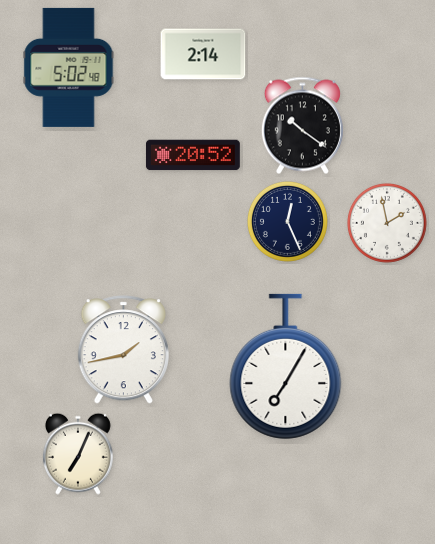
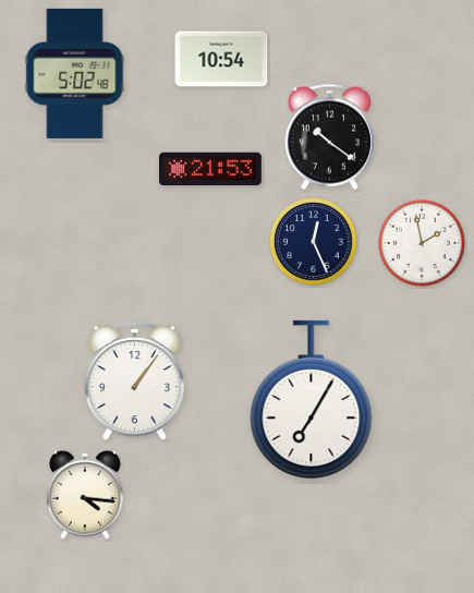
clock at (203, 54): 2:14 -> 10:54
clock at (193, 155): 20:52 -> 21:53
clock at (123, 350): 1:43 -> 1:06
clock at (78, 454): 7:04 -> 4:16
